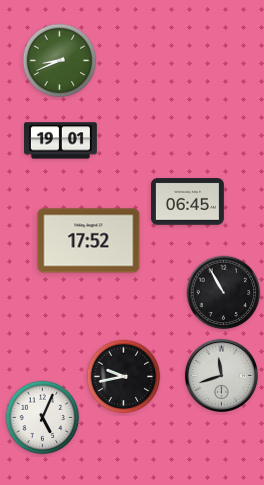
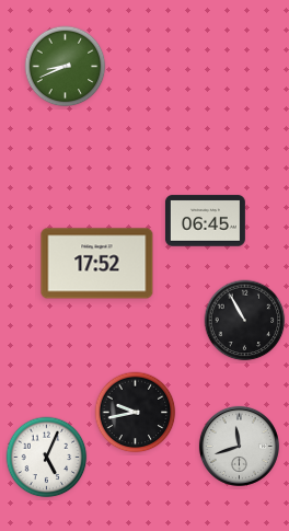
clock at (60, 141): 19:01 -> none
clock at (221, 375) position: (221, 375) -> (239, 446)
